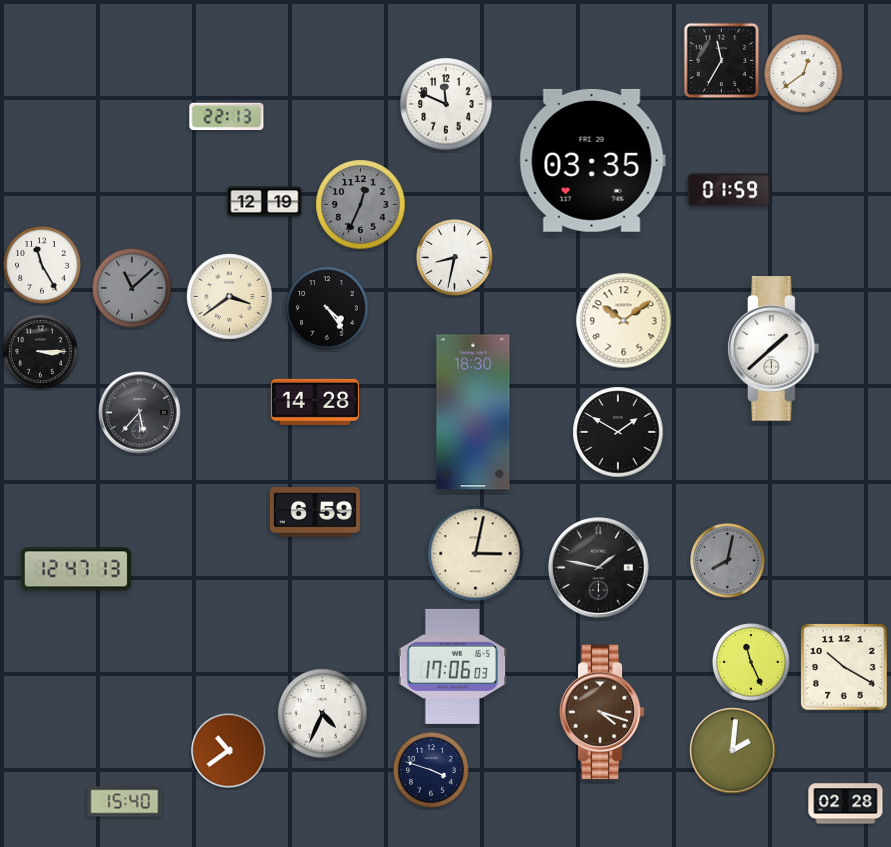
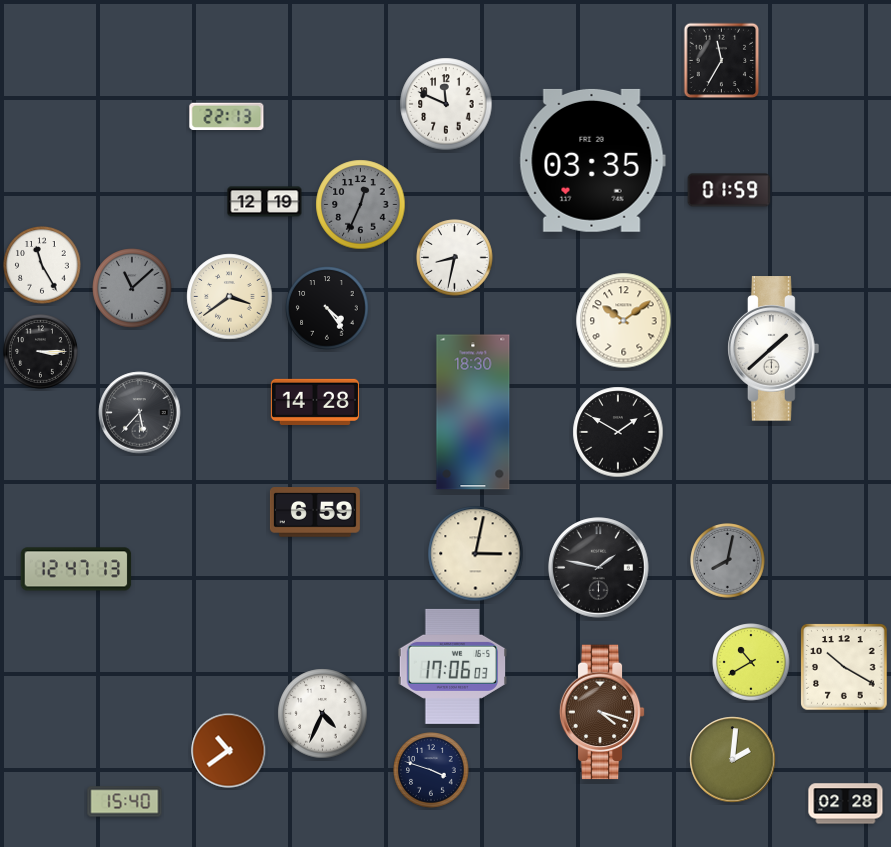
clock at (804, 74): 12:39 -> none
clock at (751, 662): 11:26 -> 10:40
clock at (733, 751) position: (733, 751) -> (733, 760)
